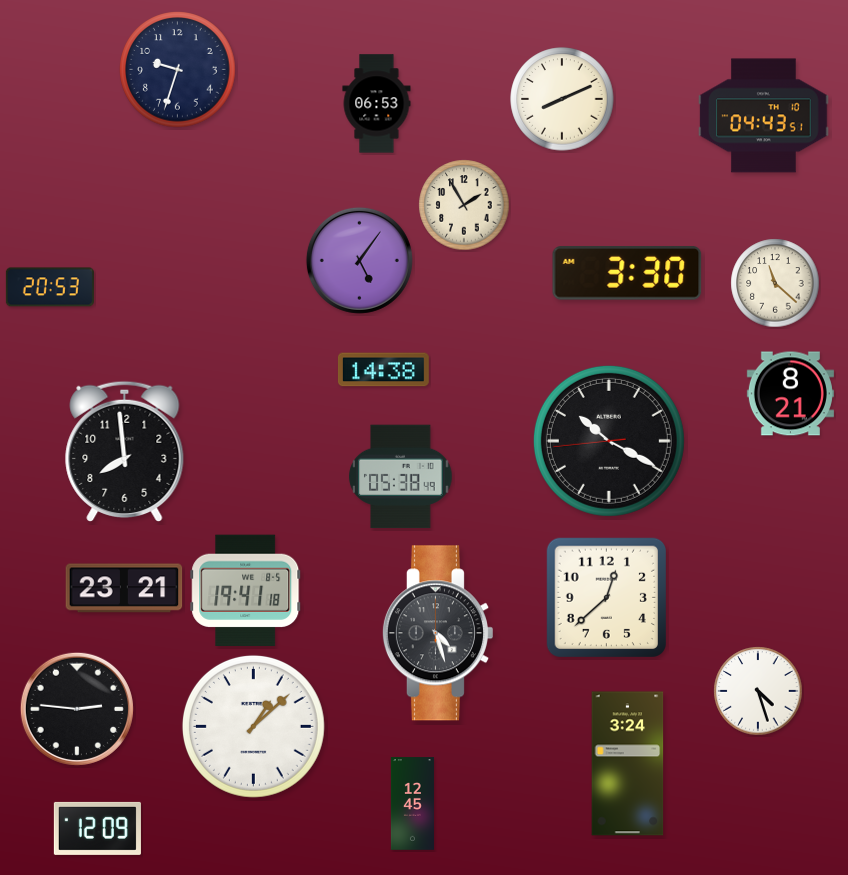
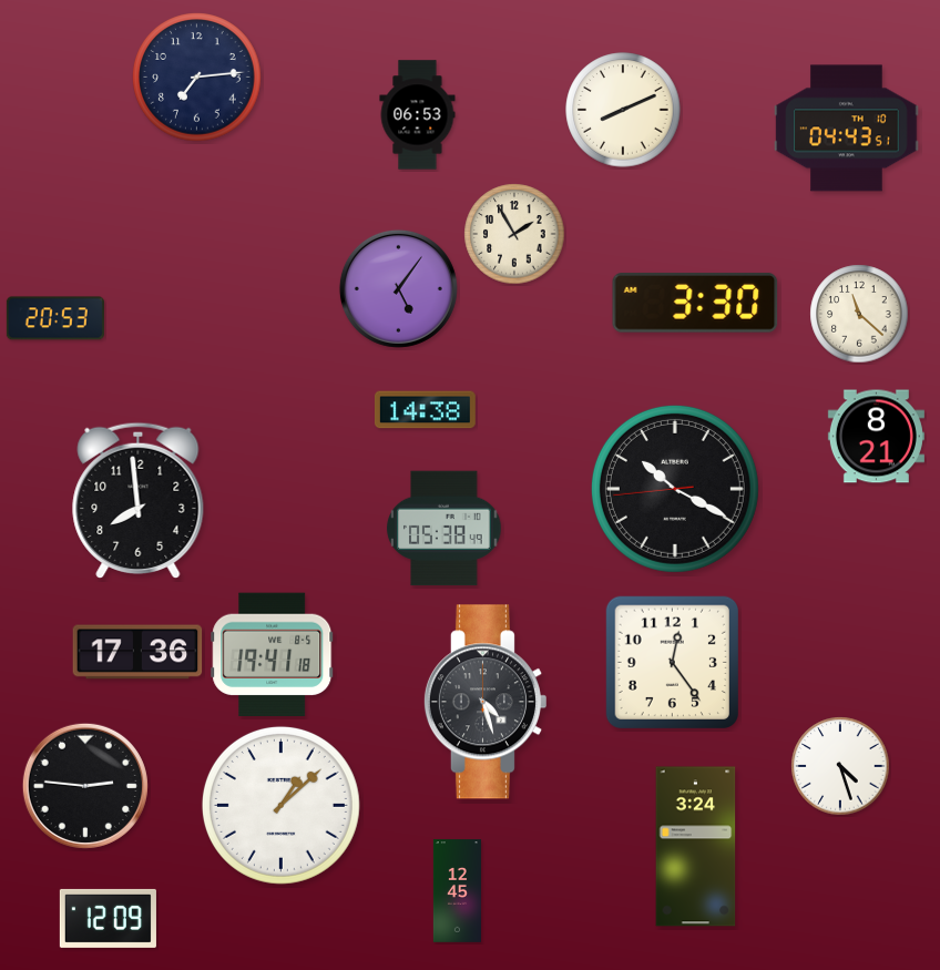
clock at (178, 70): 9:33 -> 7:14
clock at (464, 205) position: (464, 205) -> (514, 234)
clock at (124, 588): 23:21 -> 17:36
clock at (606, 597): 12:38 -> 12:24
